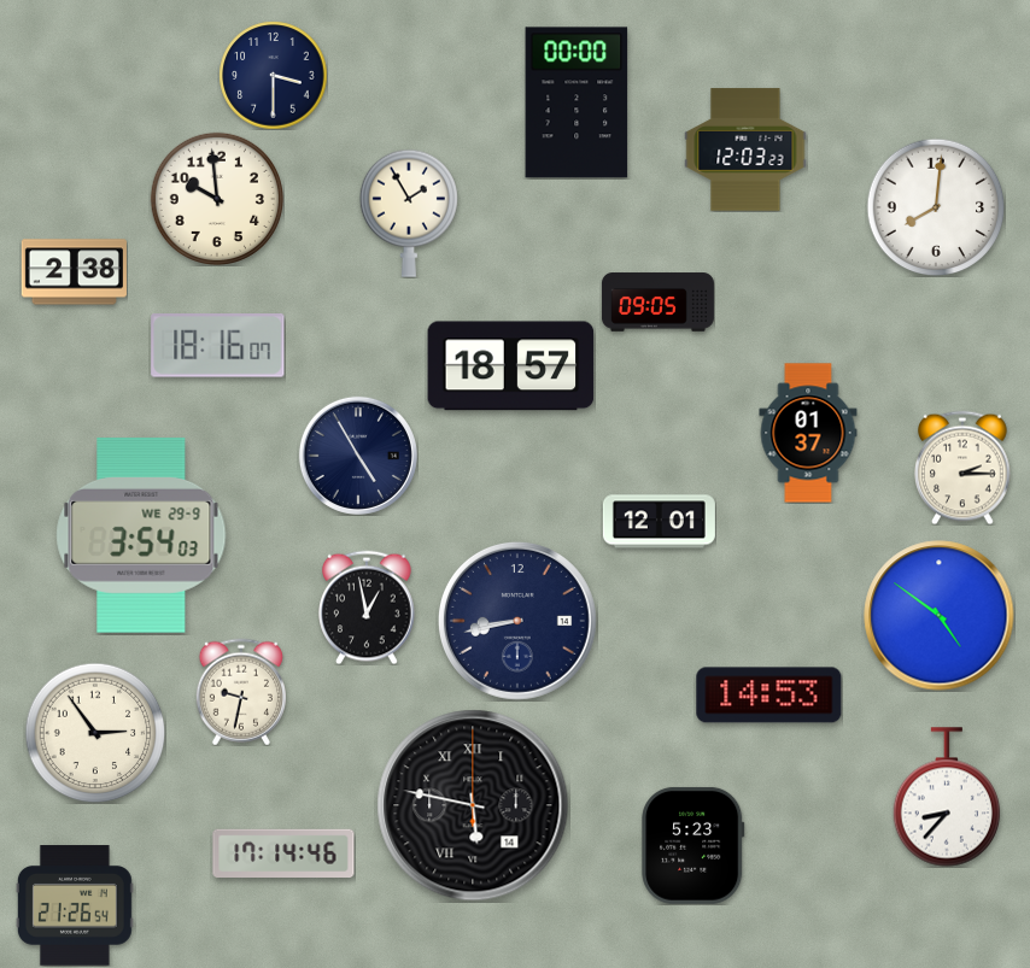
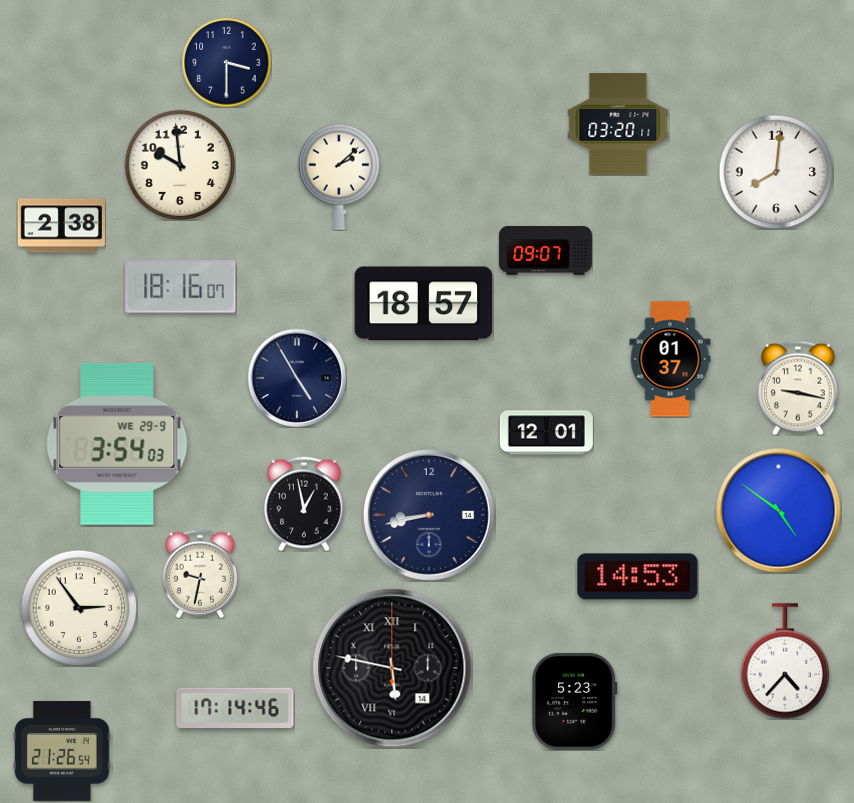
clock at (577, 102): 00:00 -> none
clock at (745, 149): 12:03 -> 03:20
clock at (409, 213): 1:55 -> 2:08
clock at (657, 303): 09:05 -> 09:07
clock at (964, 468): 2:15 -> 9:17
clock at (947, 797): 8:37 -> 4:37
